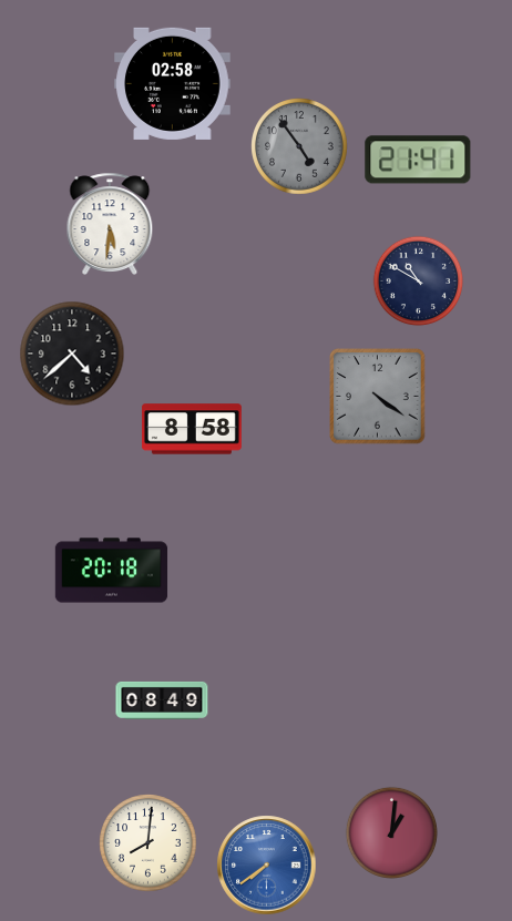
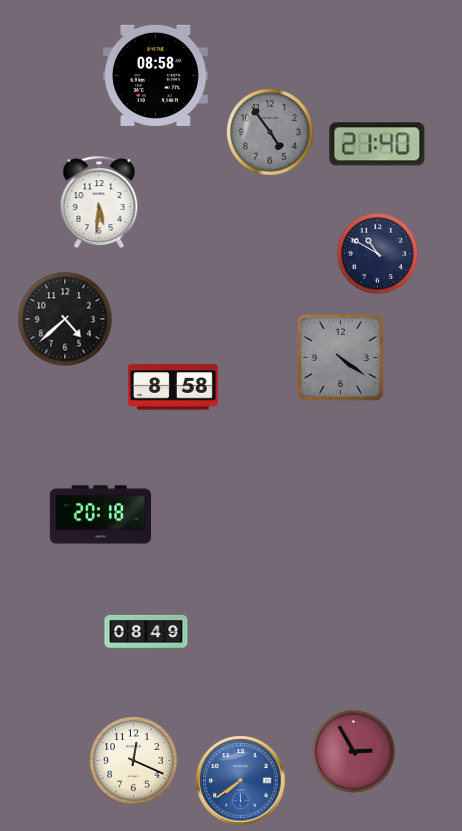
clock at (173, 83): 02:58 -> 08:58
clock at (418, 160): 21:41 -> 21:40
clock at (391, 832): 1:01 -> 2:55
clock at (149, 843): 8:01 -> 12:19
